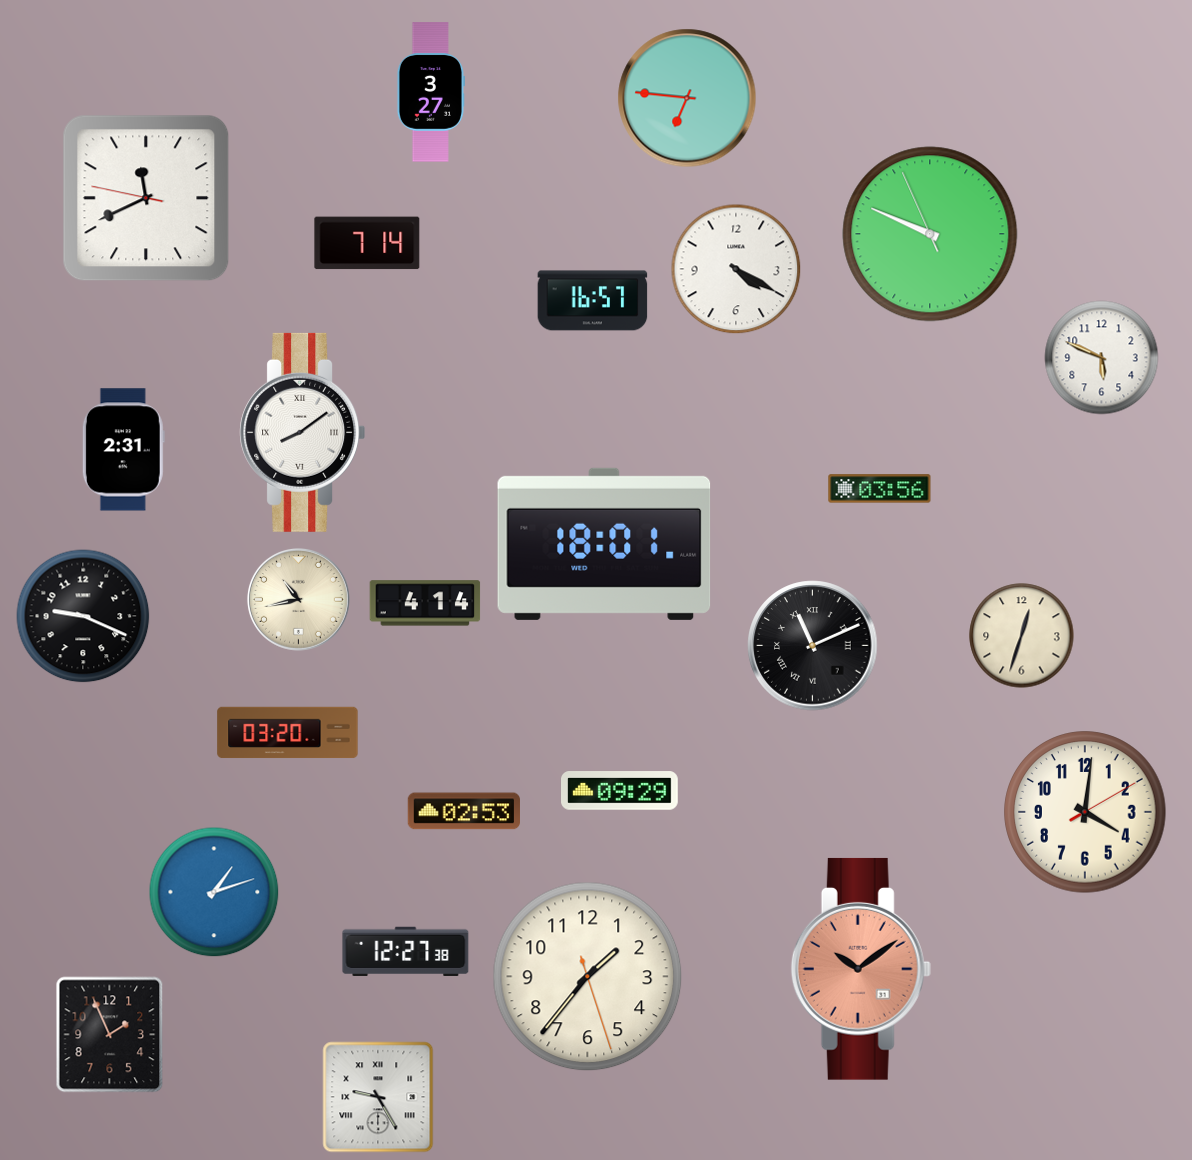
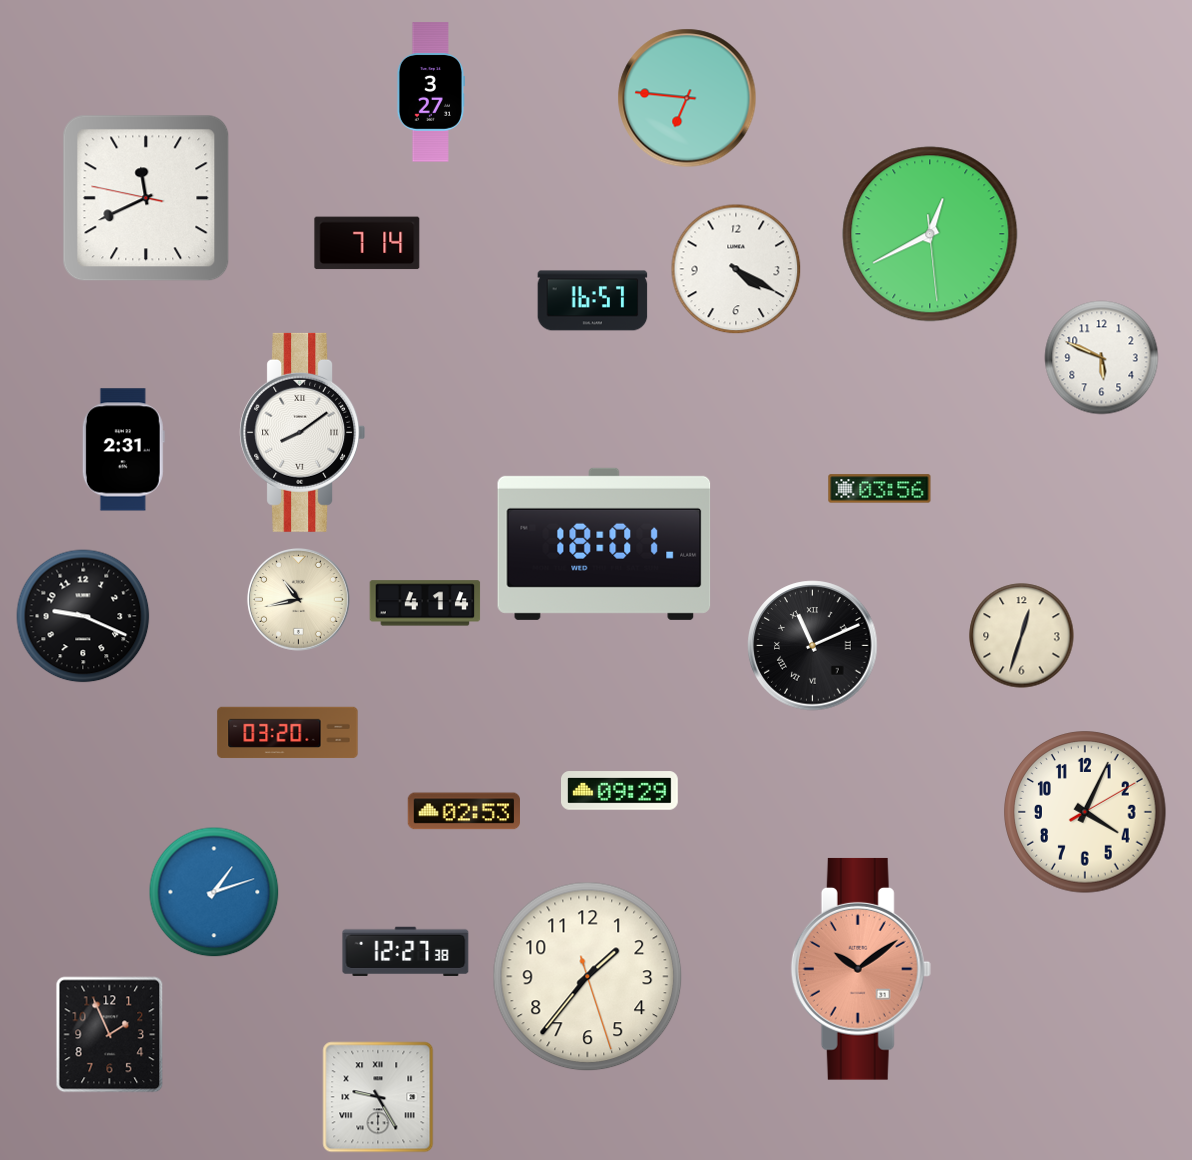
clock at (930, 234): 9:48 -> 12:40
clock at (1085, 812): 4:01 -> 4:04
